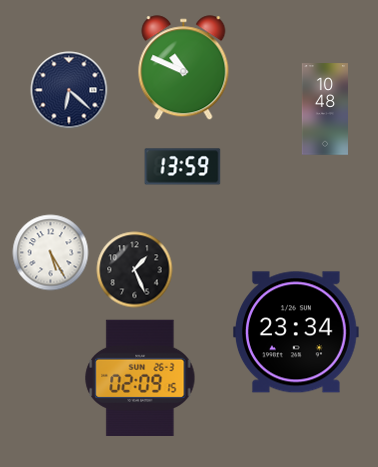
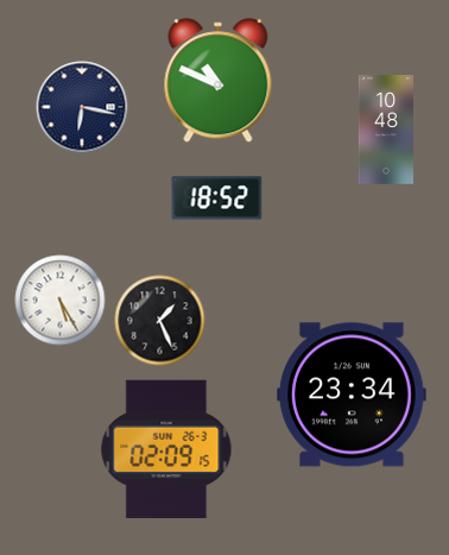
clock at (69, 90): 6:22 -> 6:17
clock at (183, 167): 13:59 -> 18:52
